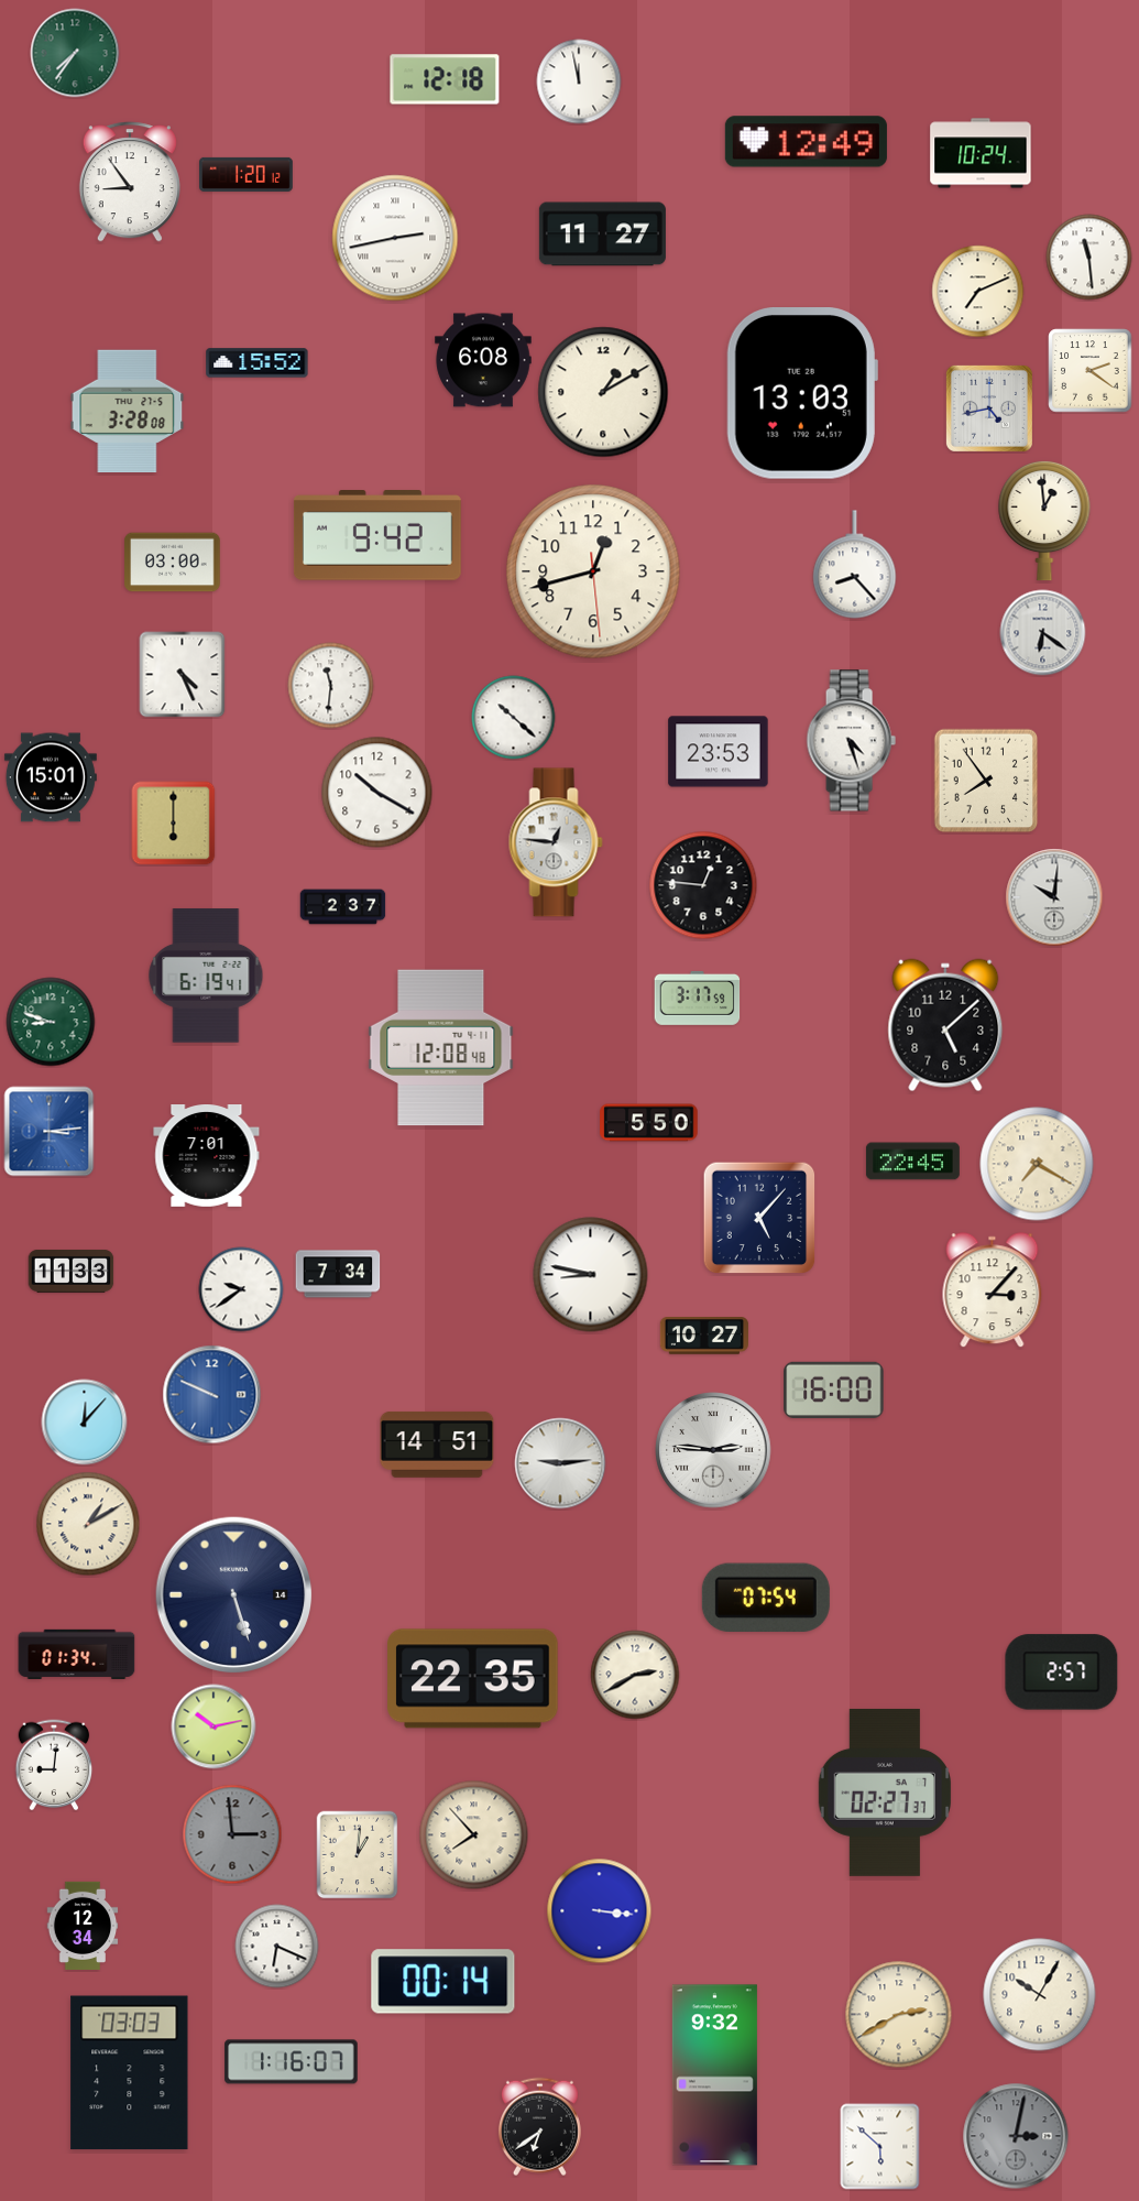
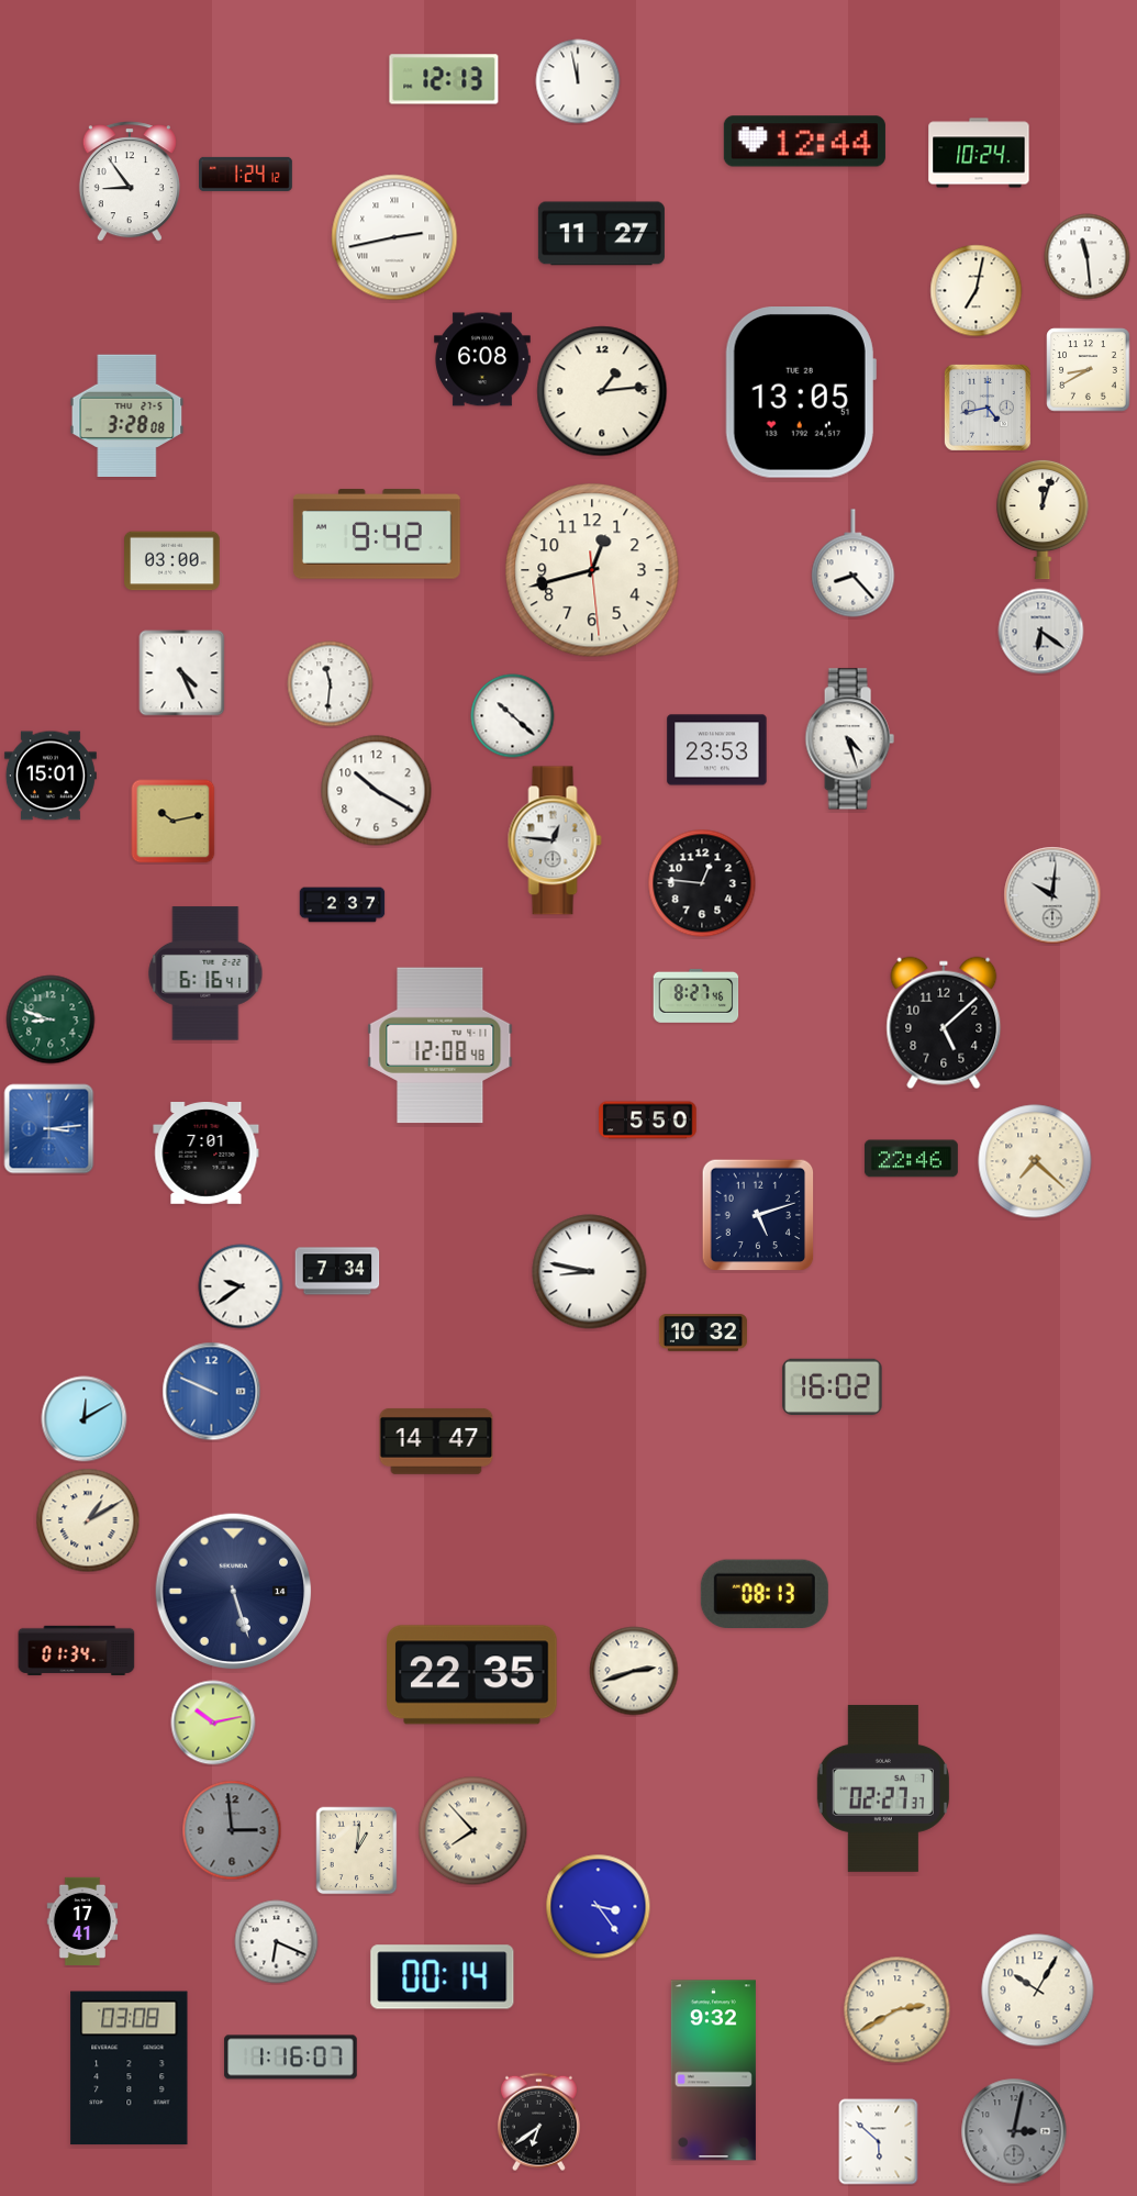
clock at (75, 53): 7:36 -> none
clock at (445, 79): 12:18 -> 12:13
clock at (806, 142): 12:49 -> 12:44
clock at (247, 174): 1:20 -> 1:24
clock at (978, 292): 7:11 -> 7:02
clock at (258, 363): 15:52 -> none
clock at (1091, 371): 2:21 -> 8:40
clock at (603, 392): 1:10 -> 1:14
clock at (802, 394): 13:03 -> 13:05
clock at (128, 411) position: (128, 411) -> (127, 415)
clock at (1044, 521): 12:59 -> 12:03
clock at (986, 781): 7:54 -> none
clock at (174, 824): 6:00 -> 10:13
clock at (206, 976): 6:19 -> 6:16
clock at (698, 998): 3:17 -> 8:27
clock at (912, 1162): 22:45 -> 22:46
clock at (1037, 1164): 7:20 -> 7:22
clock at (759, 1218): 5:07 -> 5:12
clock at (72, 1271): 11:33 -> none
clock at (993, 1290): 3:07 -> none
clock at (703, 1337): 10:27 -> 10:32
clock at (834, 1390): 16:00 -> 16:02
clock at (85, 1423): 12:07 -> 12:10
clock at (437, 1445): 14:51 -> 14:47
clock at (713, 1450): 2:46 -> none
clock at (560, 1463): 9:14 -> none
clock at (766, 1597): 07:54 -> 08:13
clock at (1062, 1672): 2:57 -> none
clock at (635, 1675): 2:40 -> 2:42
clock at (54, 1765): 9:01 -> none
clock at (600, 1911): 3:16 -> 3:24
clock at (83, 1925): 12:34 -> 17:41
clock at (130, 2073): 03:03 -> 03:08
